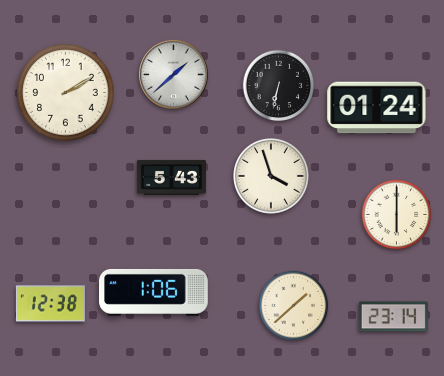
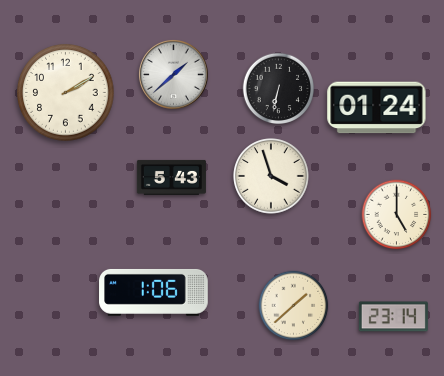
clock at (279, 86) position: (279, 86) -> (279, 89)
clock at (397, 215): 6:00 -> 5:00
clock at (50, 304): 12:38 -> none
